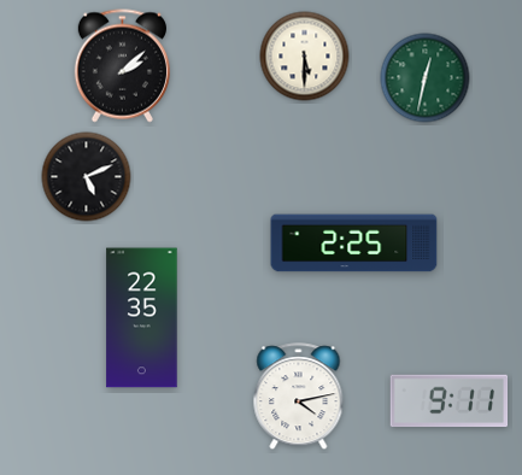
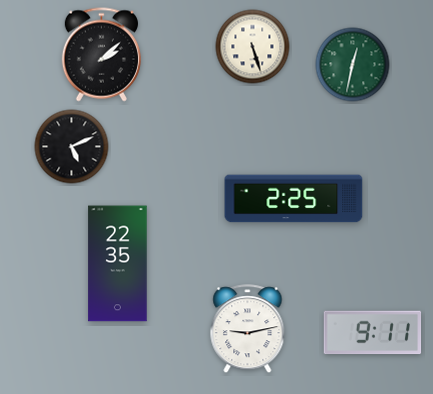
clock at (305, 57): 5:30 -> 5:27
clock at (354, 244) position: (354, 244) -> (294, 199)
clock at (299, 397): 4:13 -> 9:13
